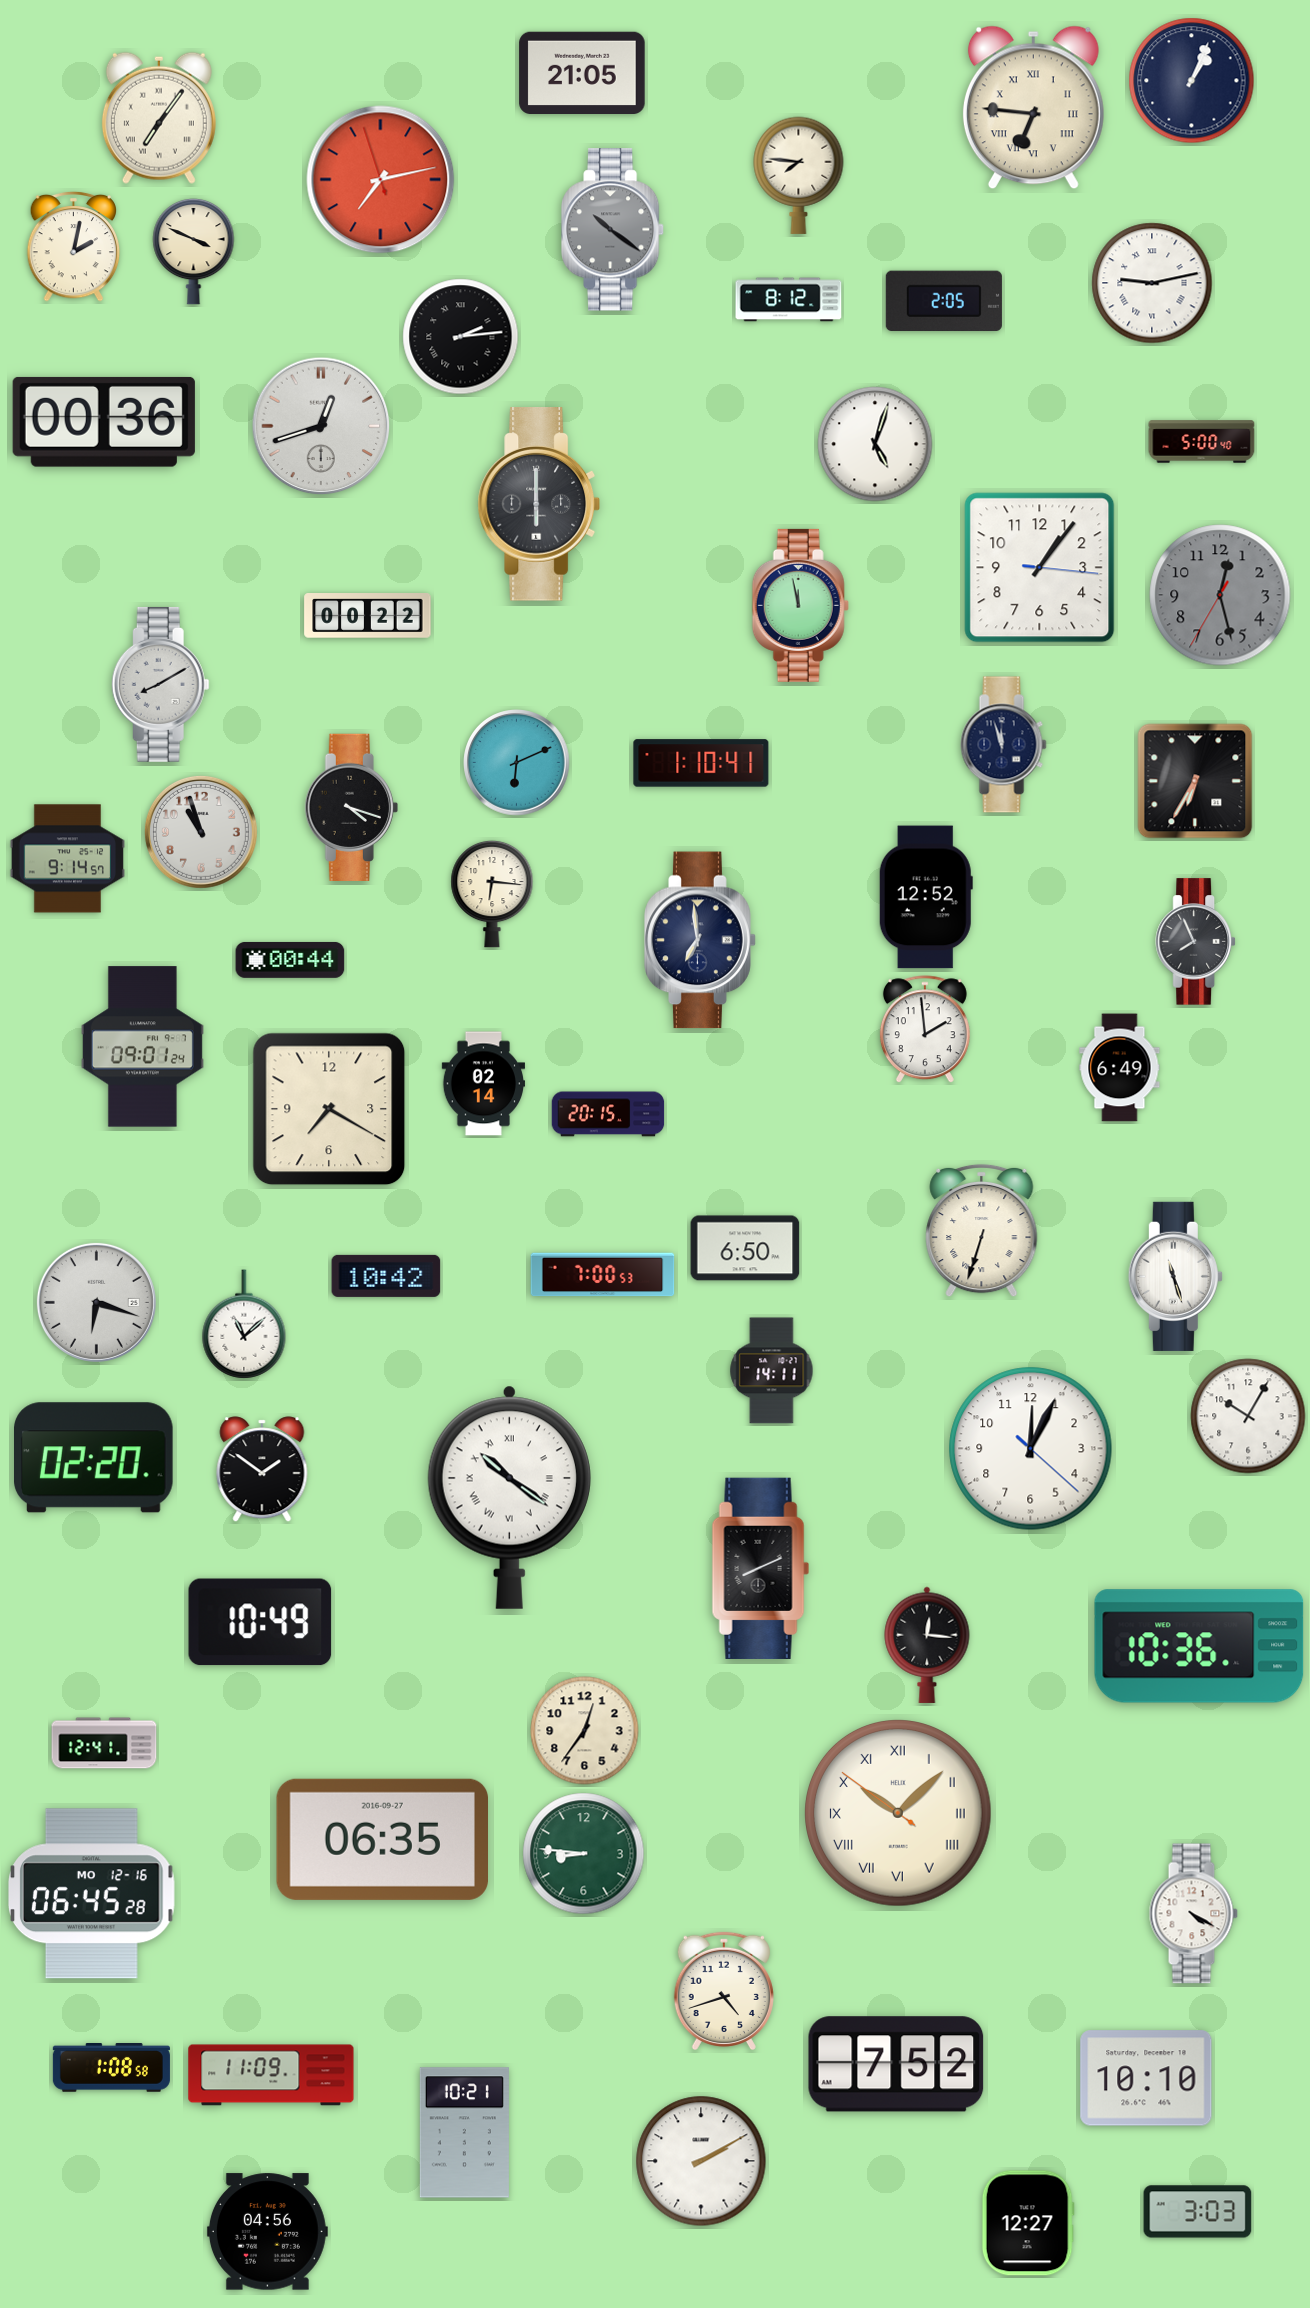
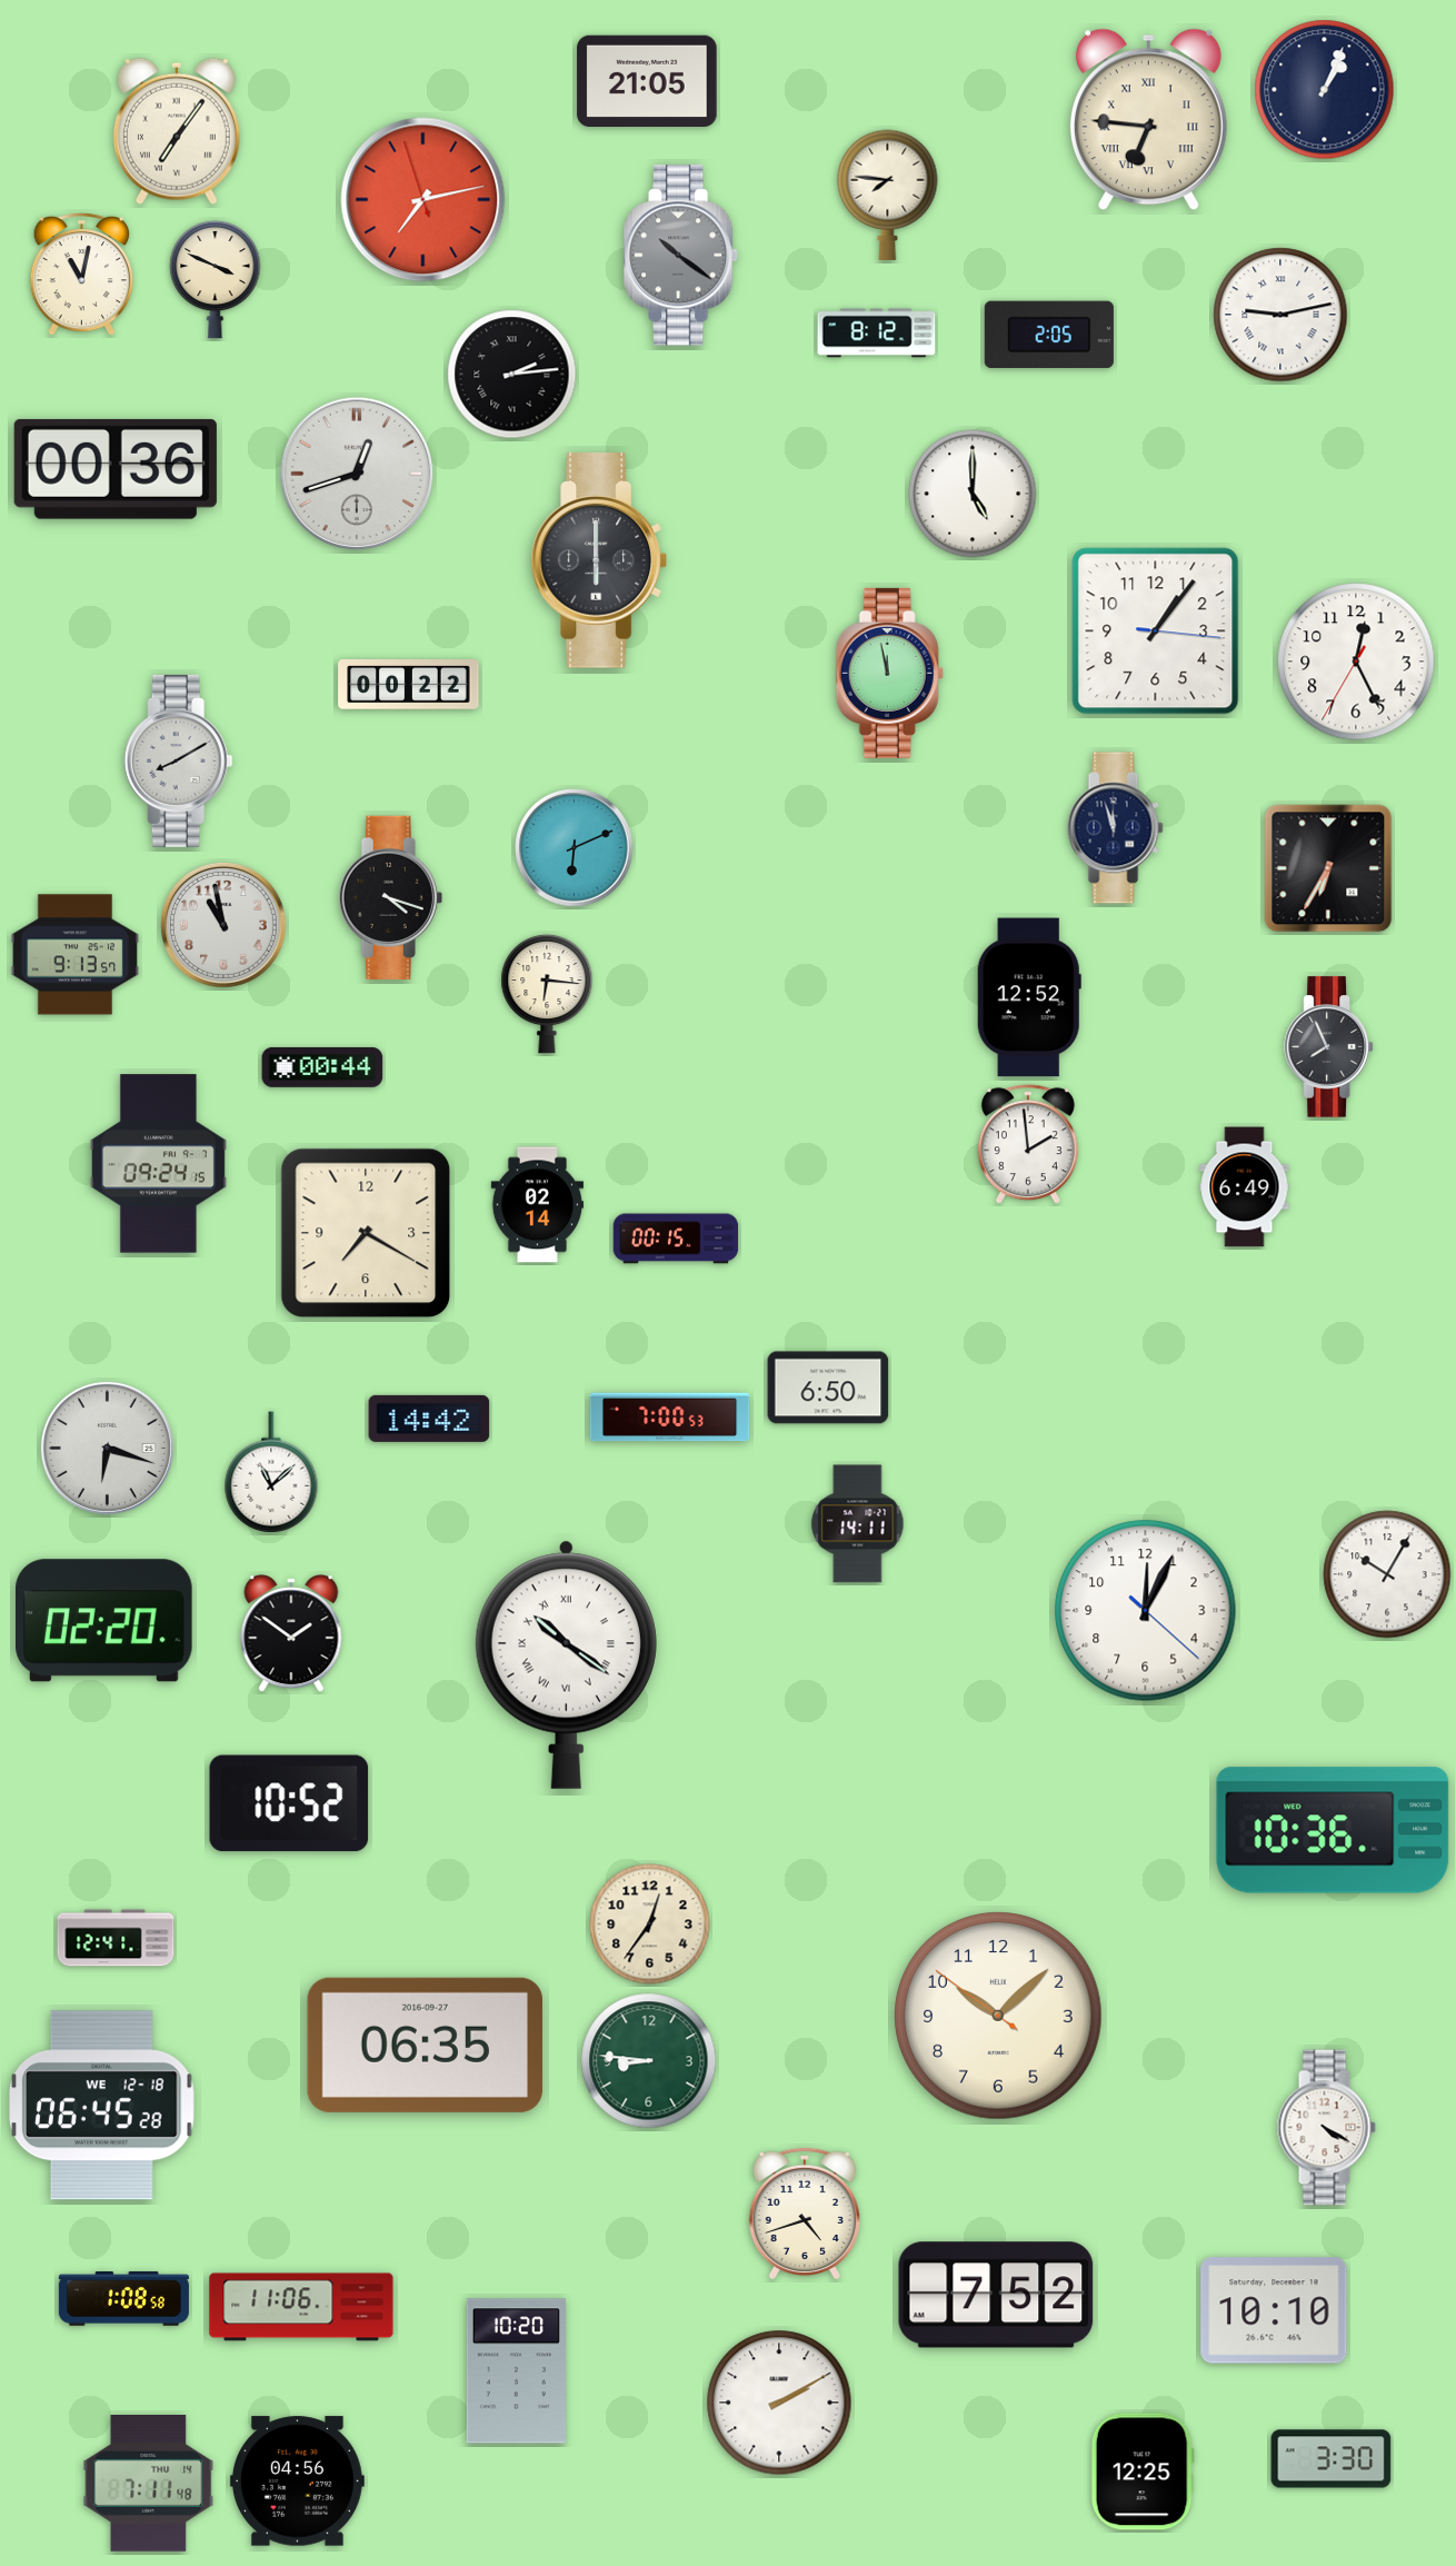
clock at (74, 246): 2:02 -> 11:02
clock at (1202, 442): 5:00 -> none
clock at (875, 444): 5:03 -> 5:00
clock at (1220, 595): 12:27 -> 12:25
clock at (1220, 595) dial: grey -> white
clock at (701, 763): 1:10 -> none
clock at (201, 832): 10:57 -> 10:58
clock at (67, 859): 9:14 -> 9:13
clock at (700, 940): 6:59 -> none
clock at (142, 1047): 09:01 -> 09:24
clock at (608, 1114): 20:15 -> 00:15
clock at (982, 1231): 6:33 -> none
clock at (386, 1276): 10:42 -> 14:42
clock at (1175, 1276): 11:27 -> none
clock at (761, 1568): 8:11 -> none
clock at (260, 1622): 10:49 -> 10:52
clock at (927, 1645): 12:16 -> none
clock at (898, 1813) numerals: Roman -> Arabic
clock at (92, 1894) date: MO 12-16 -> WE 12-18
clock at (271, 2075): 11:09 -> 11:06
clock at (464, 2133): 10:21 -> 10:20
clock at (1198, 2212): 3:03 -> 3:30
clock at (1028, 2223): 12:27 -> 12:25
clock at (149, 2483): none -> 7:11
